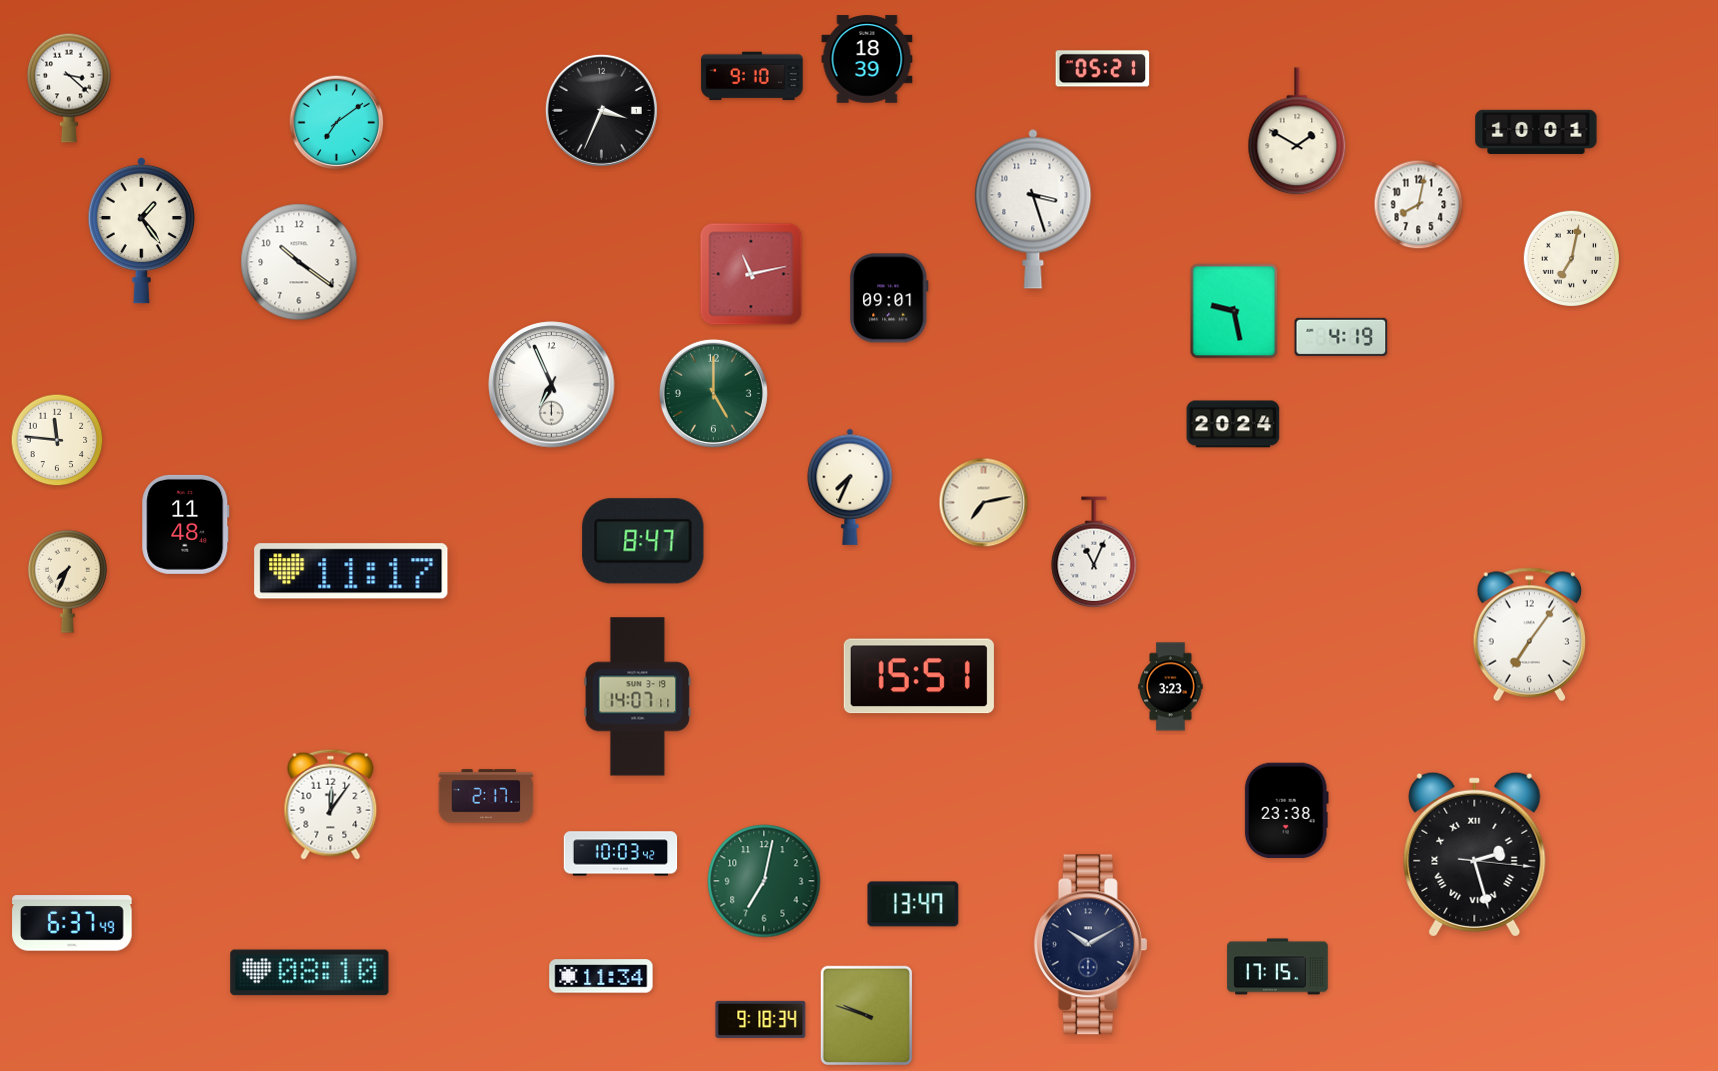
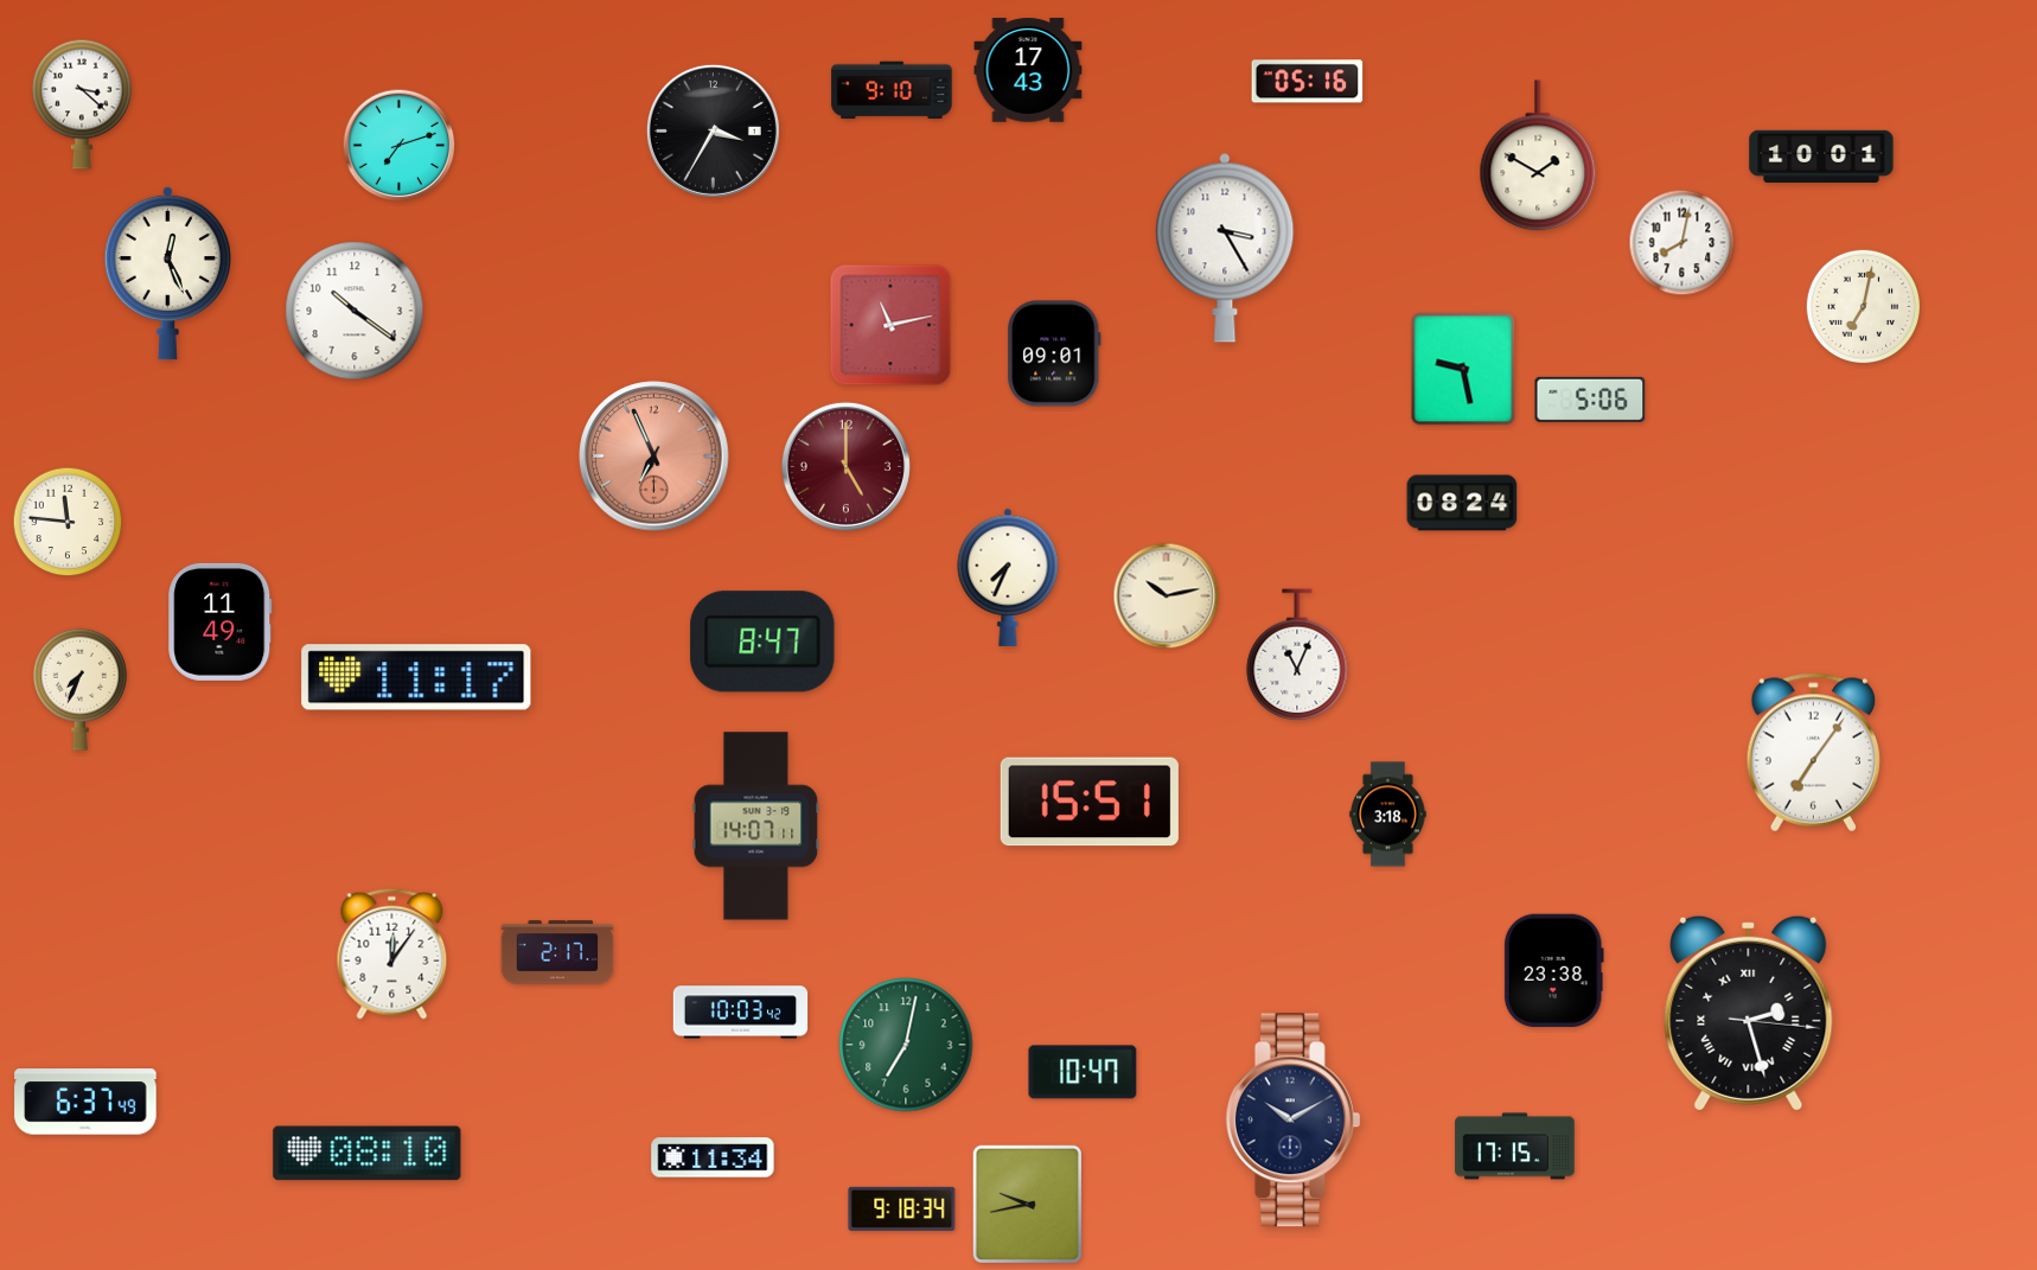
clock at (867, 59): 18:39 -> 17:43
clock at (1103, 69): 05:21 -> 05:16
clock at (601, 110): 3:34 -> 3:35
clock at (337, 123): 7:09 -> 7:12
clock at (1033, 209): 3:27 -> 3:25
clock at (141, 230): 1:24 -> 12:26
clock at (1341, 337): 4:19 -> 5:06
clock at (552, 385) dial: white -> salmon
clock at (713, 393) dial: green -> burgundy
clock at (1233, 424): 20:24 -> 08:24
clock at (984, 503): 7:13 -> 10:13
clock at (186, 524): 11:48 -> 11:49
clock at (1171, 687): 3:23 -> 3:18
clock at (486, 796) position: (486, 796) -> (557, 952)
clock at (1286, 811) position: (1286, 811) -> (1553, 971)
clock at (621, 854) position: (621, 854) -> (741, 1013)
clock at (913, 904): 13:47 -> 10:47
clock at (72, 923) position: (72, 923) -> (85, 1102)
clock at (866, 1015): 9:48 -> 9:43
